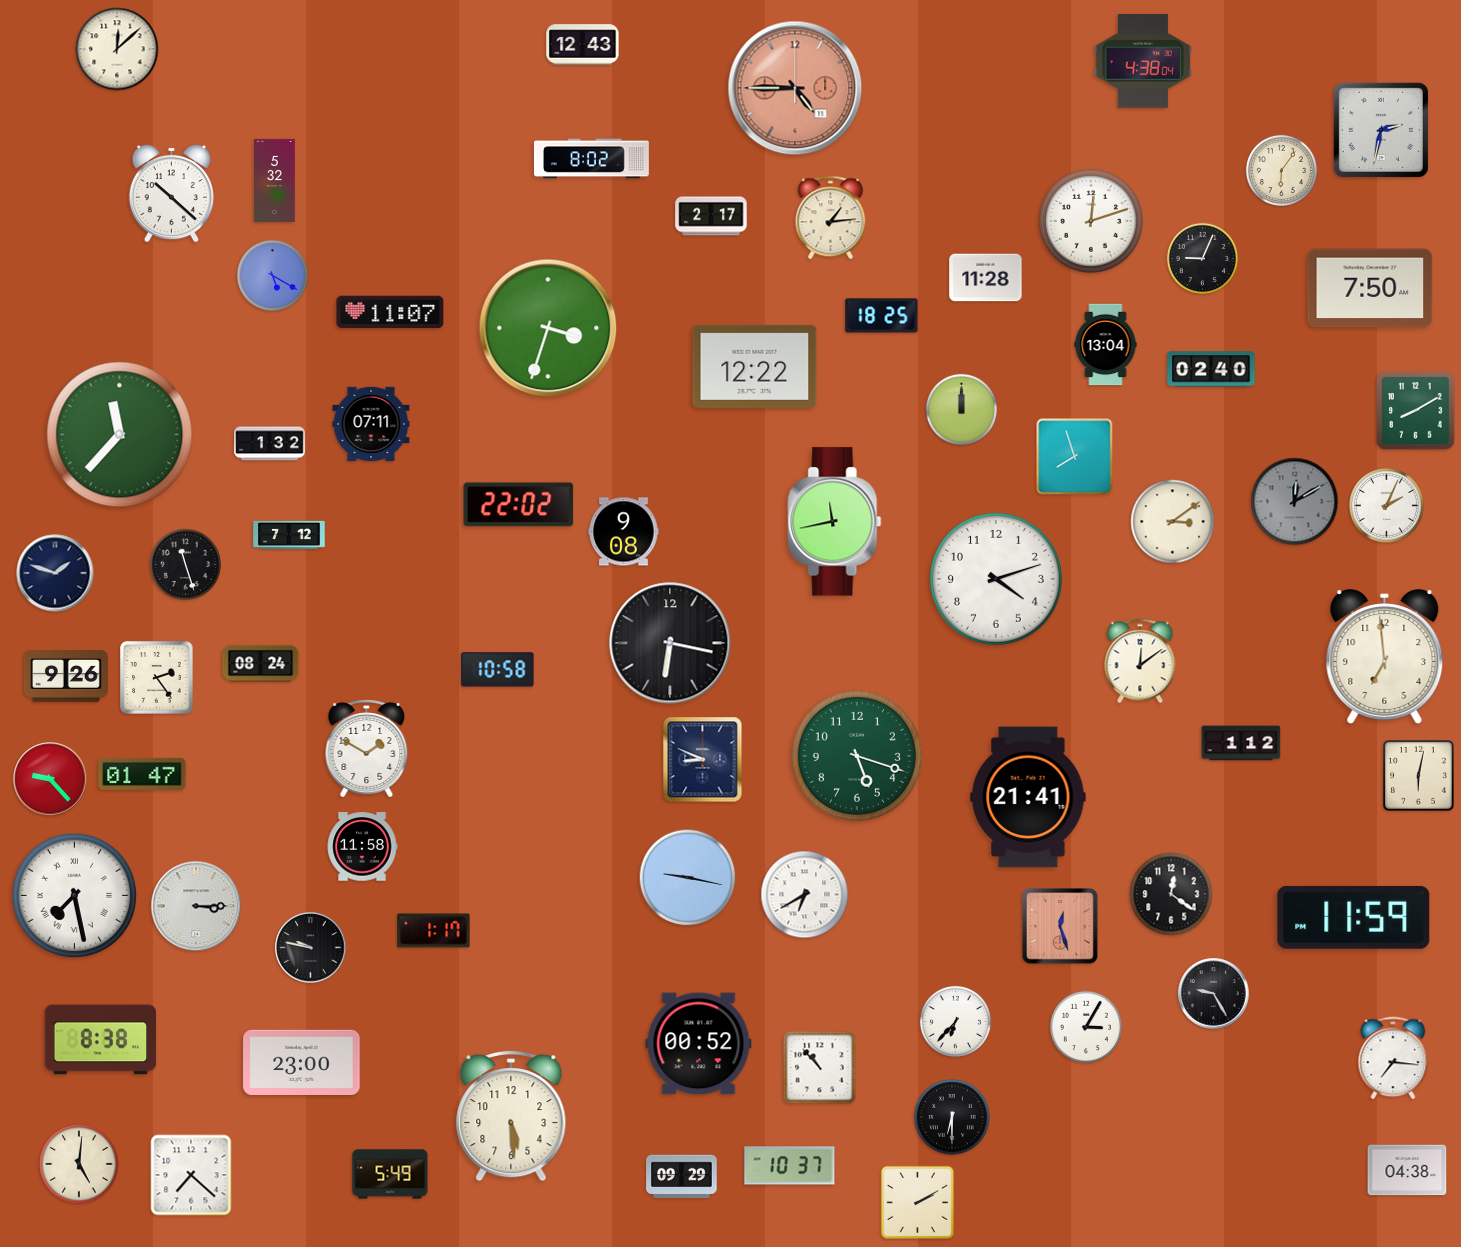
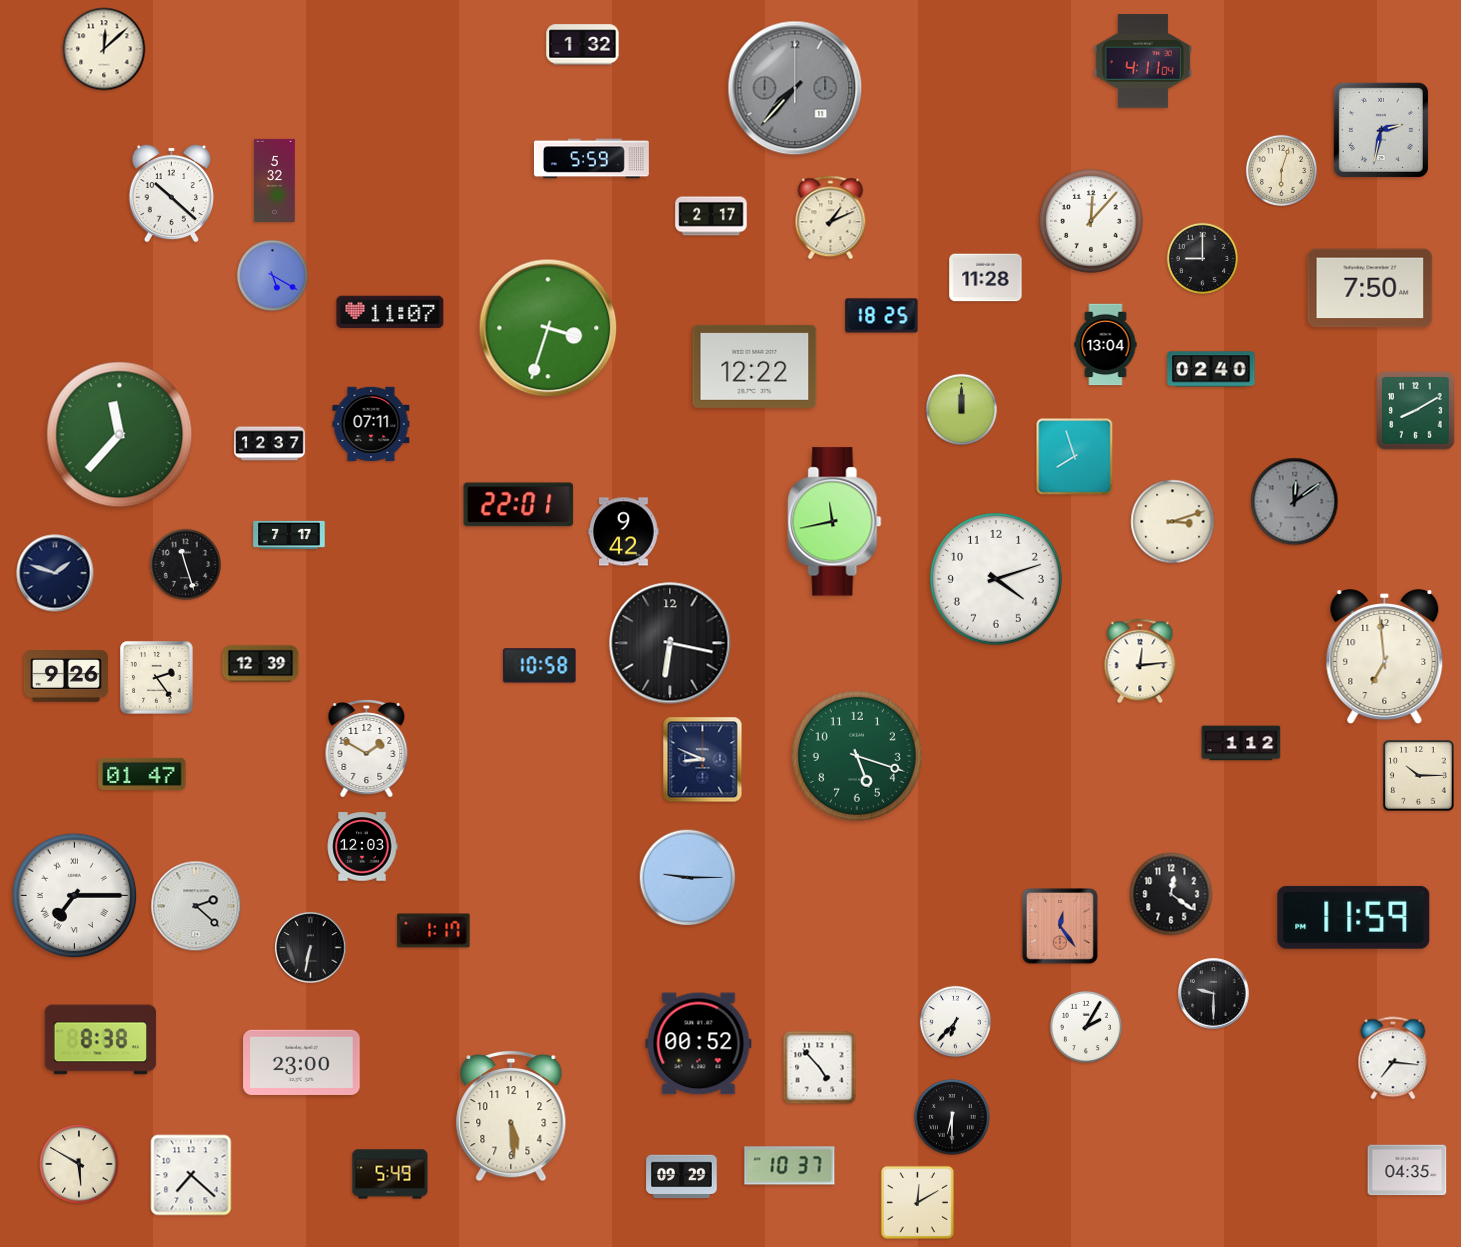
clock at (583, 45): 12:43 -> 1:32
clock at (117, 49) position: (117, 49) -> (104, 49)
clock at (1143, 61): 4:38 -> 4:11
clock at (795, 88): 4:45 -> 7:37
clock at (795, 88) dial: salmon -> grey
clock at (591, 159): 8:02 -> 5:59
clock at (1281, 170): 6:06 -> 6:03
clock at (831, 218): 1:14 -> 1:11
clock at (1091, 221): 12:12 -> 12:07
clock at (1202, 258): 9:04 -> 9:00
clock at (270, 444): 1:32 -> 12:37
clock at (1295, 502): 12:10 -> 12:09
clock at (519, 505): 22:02 -> 22:01
clock at (1387, 506): 2:04 -> none
clock at (1173, 522): 3:09 -> 3:12
clock at (624, 532): 9:08 -> 9:42
clock at (289, 534): 7:12 -> 7:17
clock at (1140, 661): 12:09 -> 12:14
clock at (261, 664): 08:24 -> 12:39
clock at (498, 670) position: (498, 670) -> (540, 666)
clock at (1419, 776): 6:02 -> 10:15
clock at (50, 779): 9:23 -> none
clock at (1028, 797): 21:41 -> none
clock at (362, 847): 11:58 -> 12:03
clock at (688, 878): 9:17 -> 9:15
clock at (805, 895): 6:40 -> none
clock at (75, 896): 7:28 -> 7:15
clock at (196, 906): 3:15 -> 2:22
clock at (1061, 927): 12:27 -> 12:24
clock at (311, 948): 9:47 -> 6:32
clock at (1214, 994): 9:25 -> 9:30
clock at (1086, 1027): 3:05 -> 2:05
clock at (820, 1068): 10:53 -> 4:53
clock at (79, 1164): 5:01 -> 5:50
clock at (1407, 1170): 04:38 -> 04:35
clock at (917, 1202): 2:10 -> 12:10
